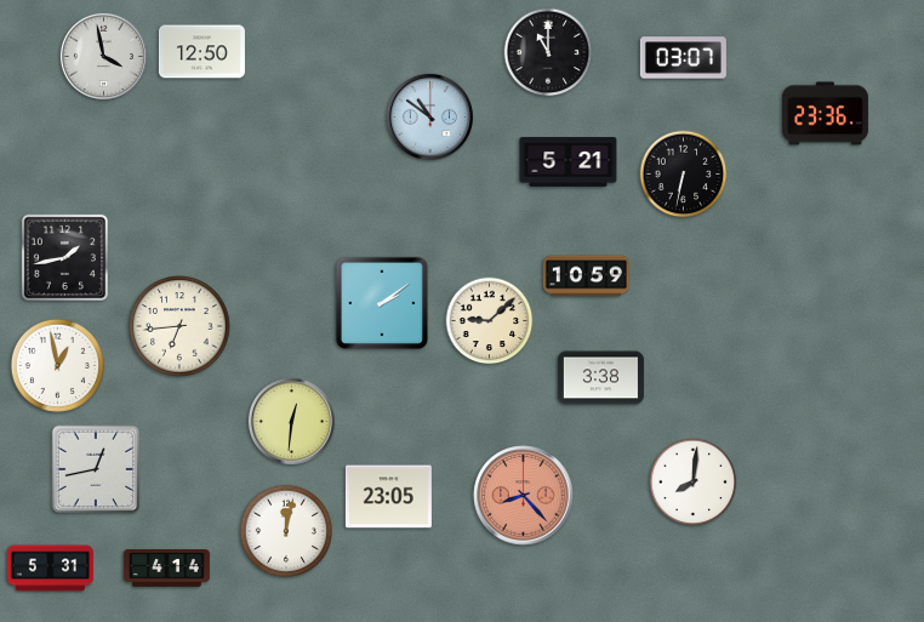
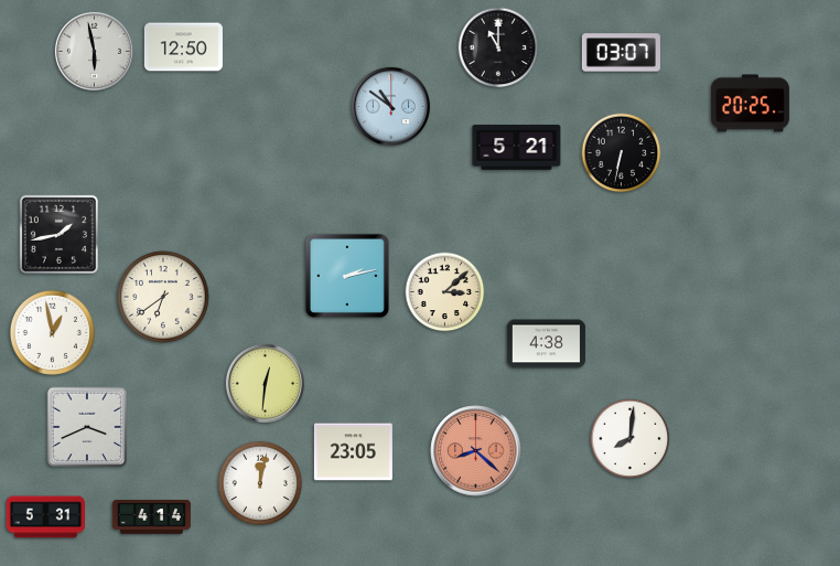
clock at (103, 56): 3:58 -> 5:58
clock at (825, 114): 23:36 -> 20:25
clock at (684, 175) position: (684, 175) -> (622, 153)
clock at (586, 276): 10:59 -> none
clock at (382, 303): 2:09 -> 2:13
clock at (490, 321): 9:08 -> 3:08
clock at (179, 326): 6:44 -> 6:39
clock at (600, 378): 3:38 -> 4:38
clock at (96, 469): 12:43 -> 3:41
clock at (524, 496): 8:23 -> 8:22
